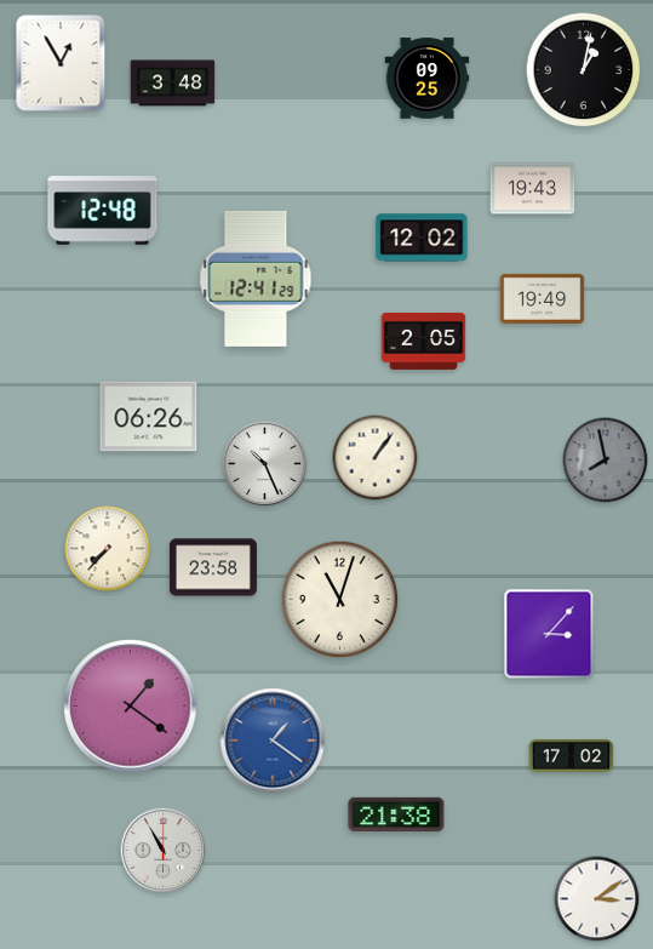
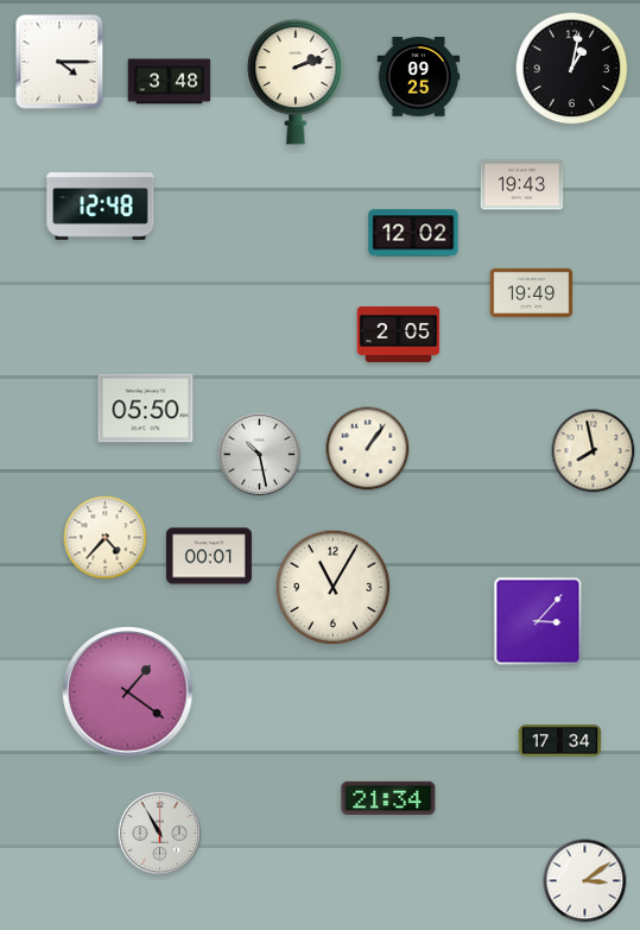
clock at (61, 63): 12:55 -> 4:15
clock at (296, 82): none -> 2:12
clock at (256, 279): 12:41 -> none
clock at (424, 341) position: (424, 341) -> (399, 334)
clock at (149, 417): 06:26 -> 05:50
clock at (606, 461) dial: grey -> cream
clock at (265, 464): 10:26 -> 10:28
clock at (108, 549): 7:37 -> 4:37
clock at (213, 567): 23:58 -> 00:01
clock at (340, 600): 11:03 -> 11:05
clock at (273, 741): 1:21 -> none
clock at (572, 756): 17:02 -> 17:34
clock at (396, 814): 21:38 -> 21:34
